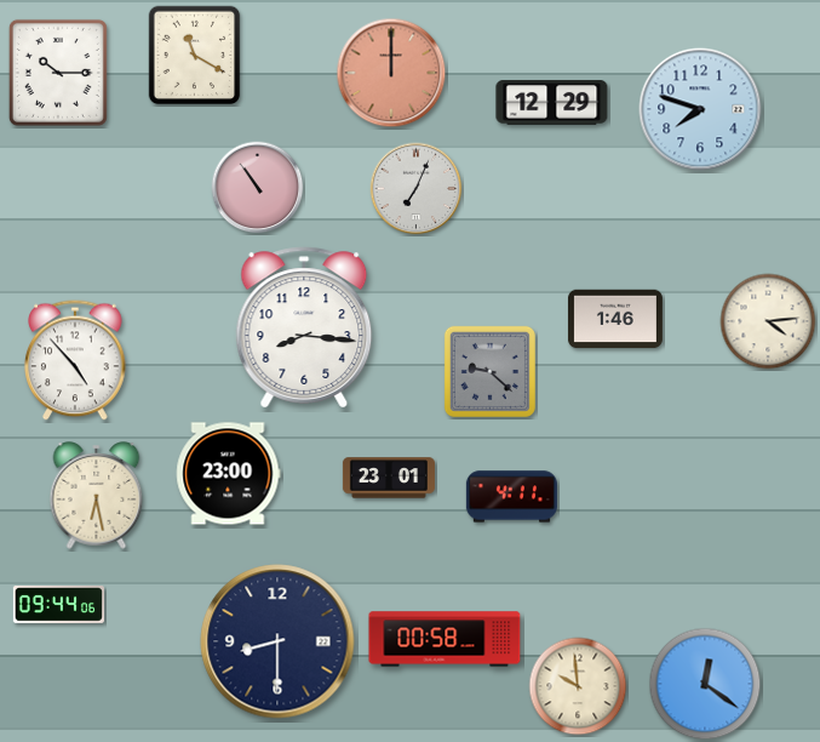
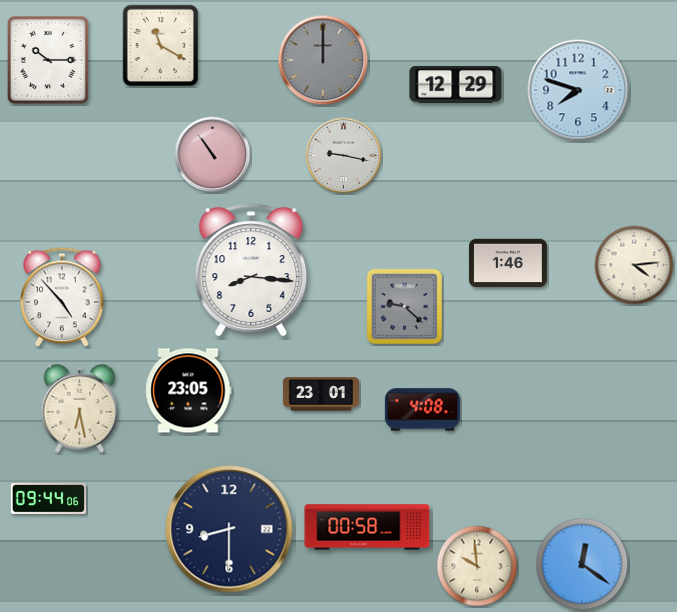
clock at (391, 73) dial: salmon -> grey
clock at (417, 189): 7:04 -> 9:17
clock at (229, 474): 23:00 -> 23:05
clock at (511, 497): 4:11 -> 4:08
